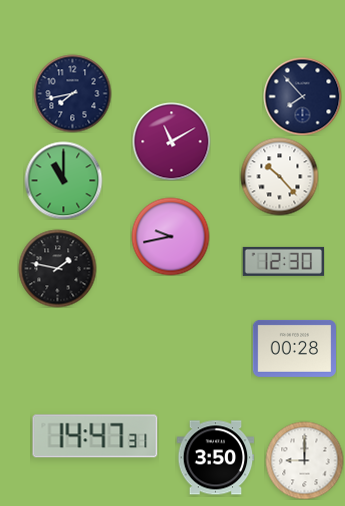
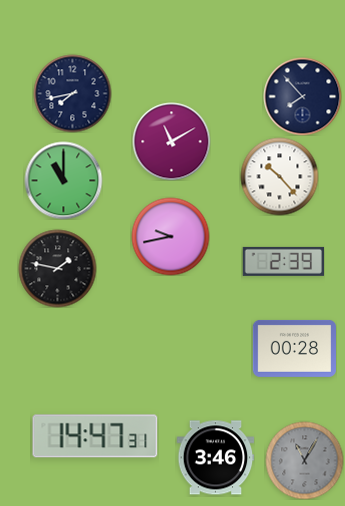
clock at (283, 261): 12:30 -> 2:39
clock at (215, 458): 3:50 -> 3:46
clock at (304, 460): 9:00 -> 11:05
clock at (304, 460) dial: white -> grey
